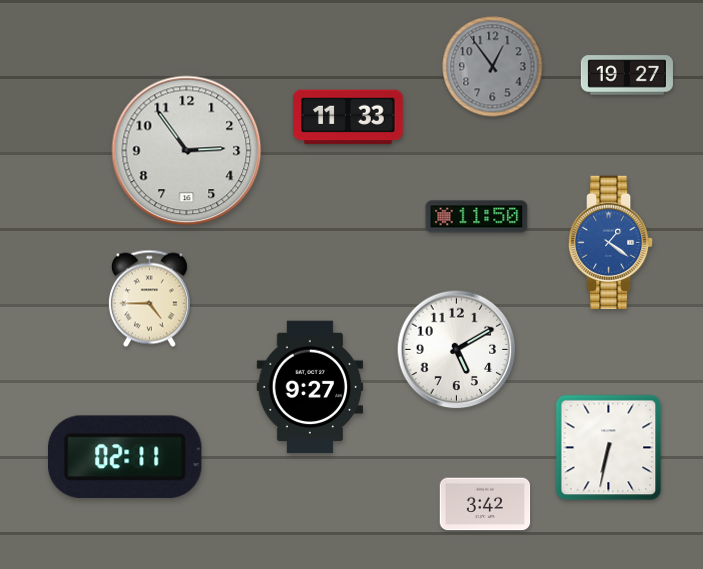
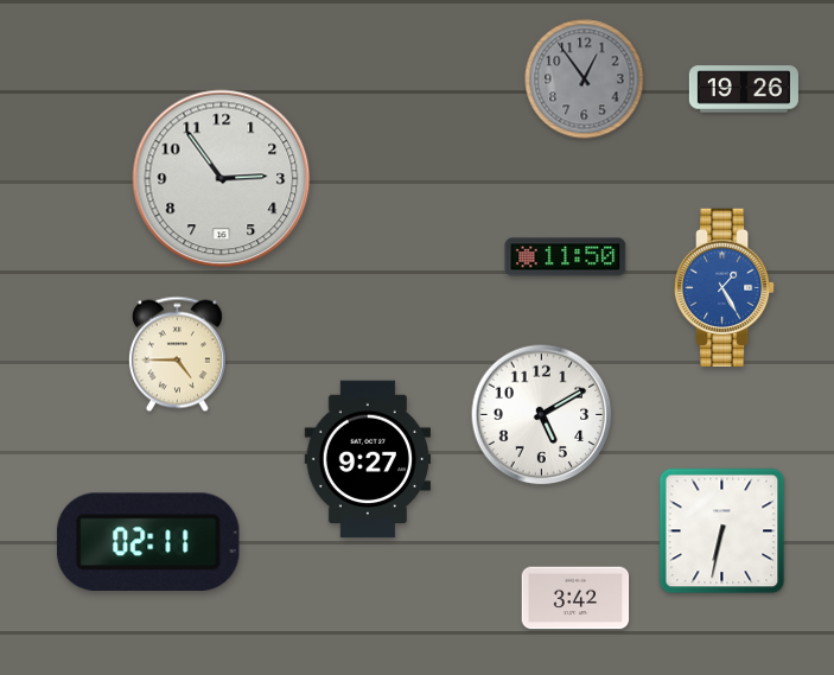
clock at (627, 75): 19:27 -> 19:26
clock at (348, 117): 11:33 -> none
clock at (611, 242): 1:21 -> 1:25
